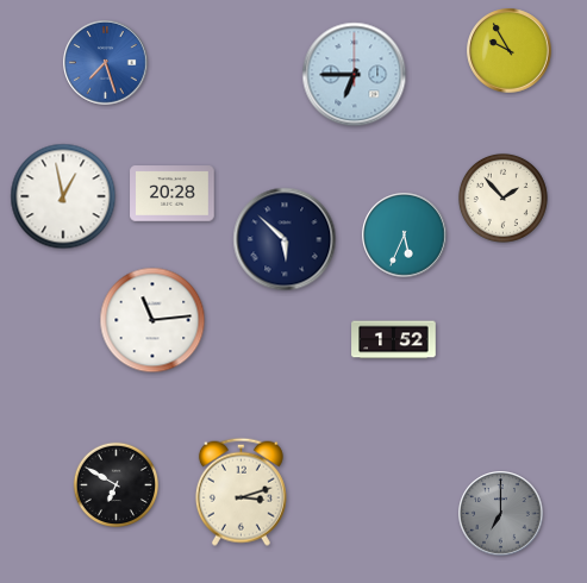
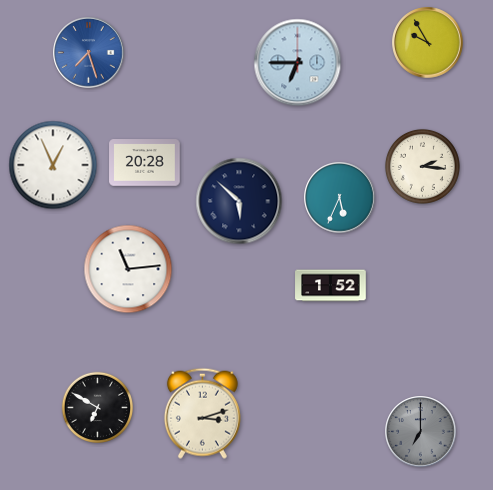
clock at (63, 196): 12:58 -> 12:56
clock at (502, 198): 1:53 -> 2:16
